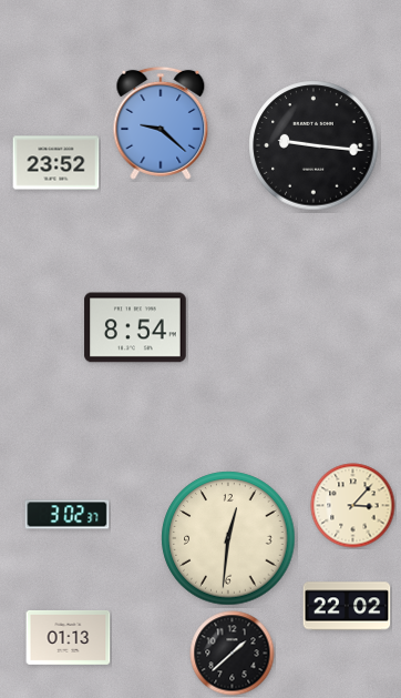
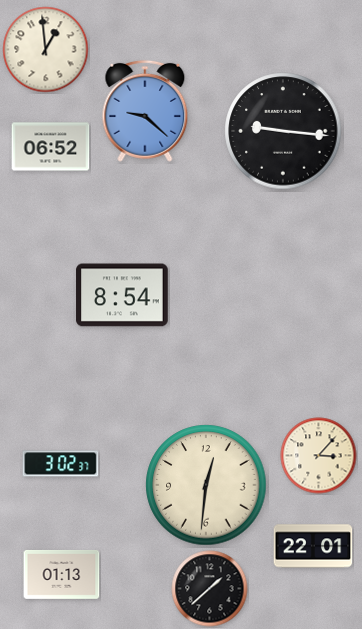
clock at (46, 50): none -> 12:59
clock at (56, 163): 23:52 -> 06:52
clock at (347, 606): 22:02 -> 22:01
